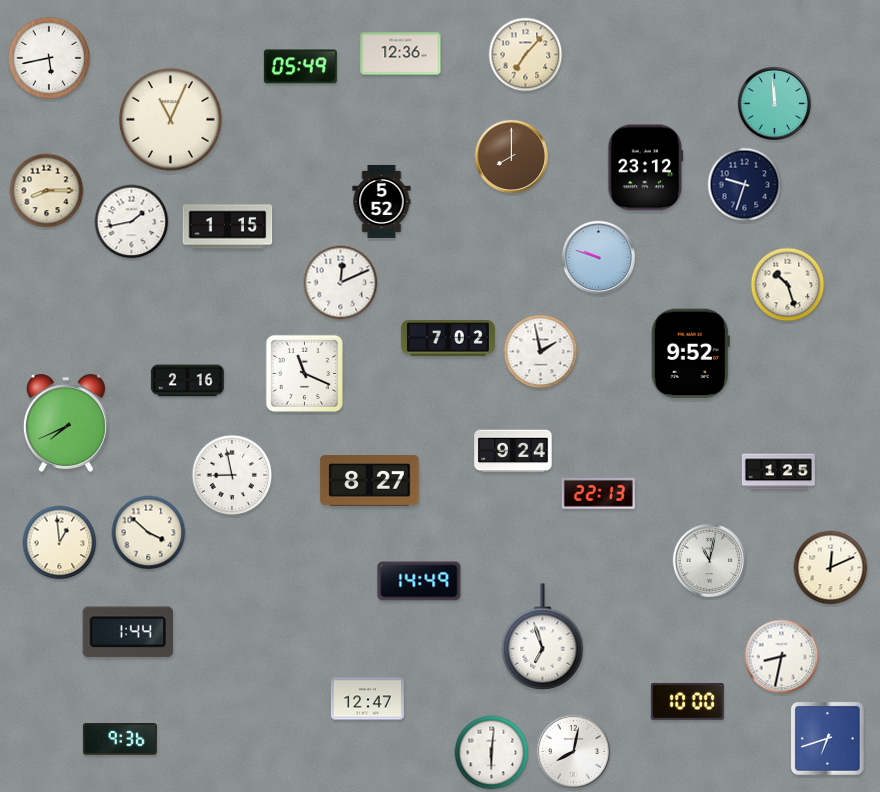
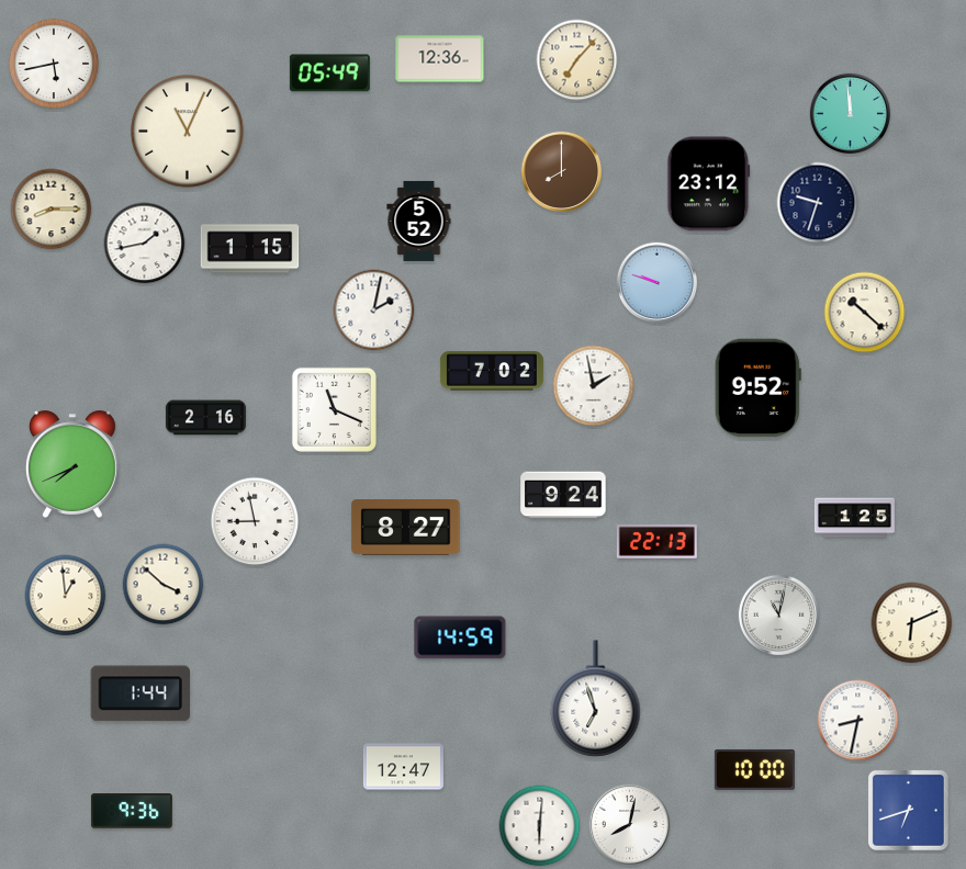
clock at (341, 283): 12:11 -> 2:02
clock at (788, 285): 10:27 -> 10:22
clock at (831, 568): 12:11 -> 6:11
clock at (419, 581): 14:49 -> 14:59
